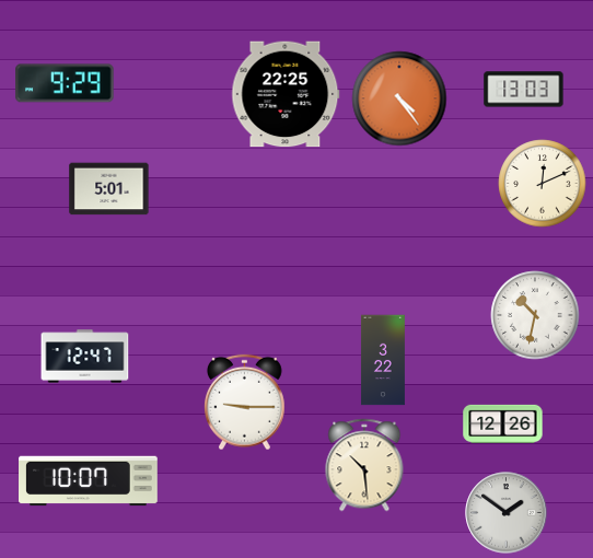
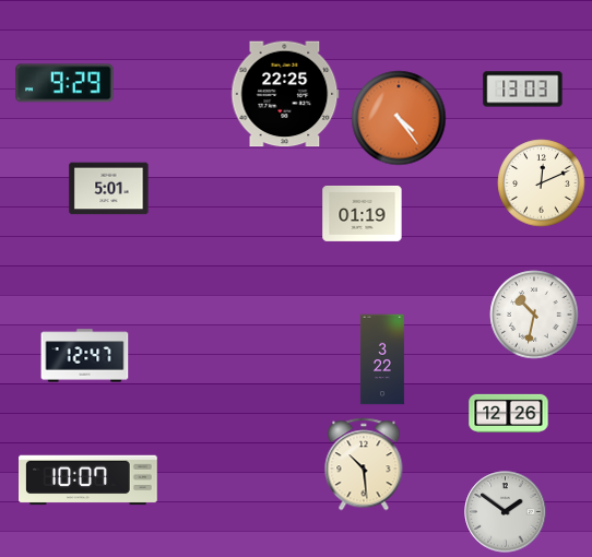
clock at (399, 98) position: (399, 98) -> (399, 118)
clock at (363, 213): none -> 01:19
clock at (245, 403): 9:15 -> none
clock at (503, 423) position: (503, 423) -> (509, 413)
